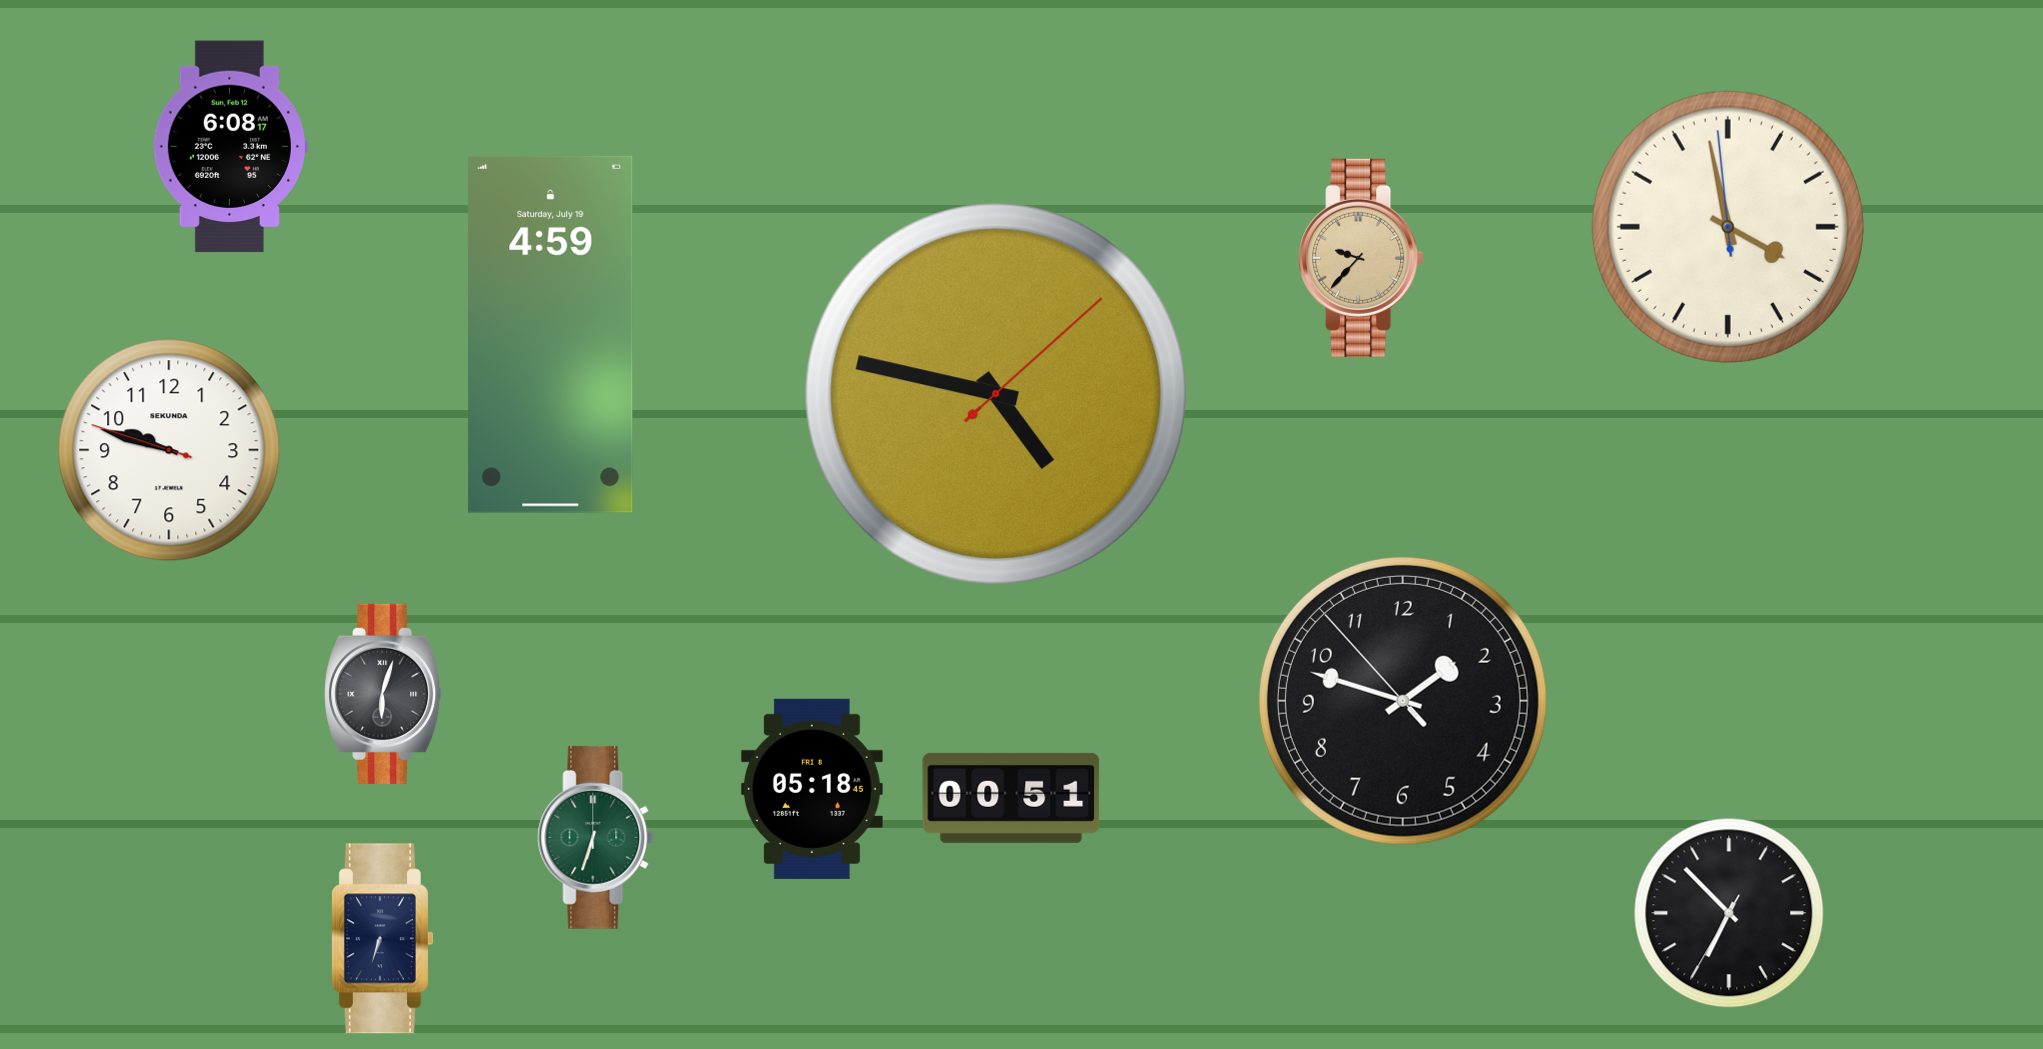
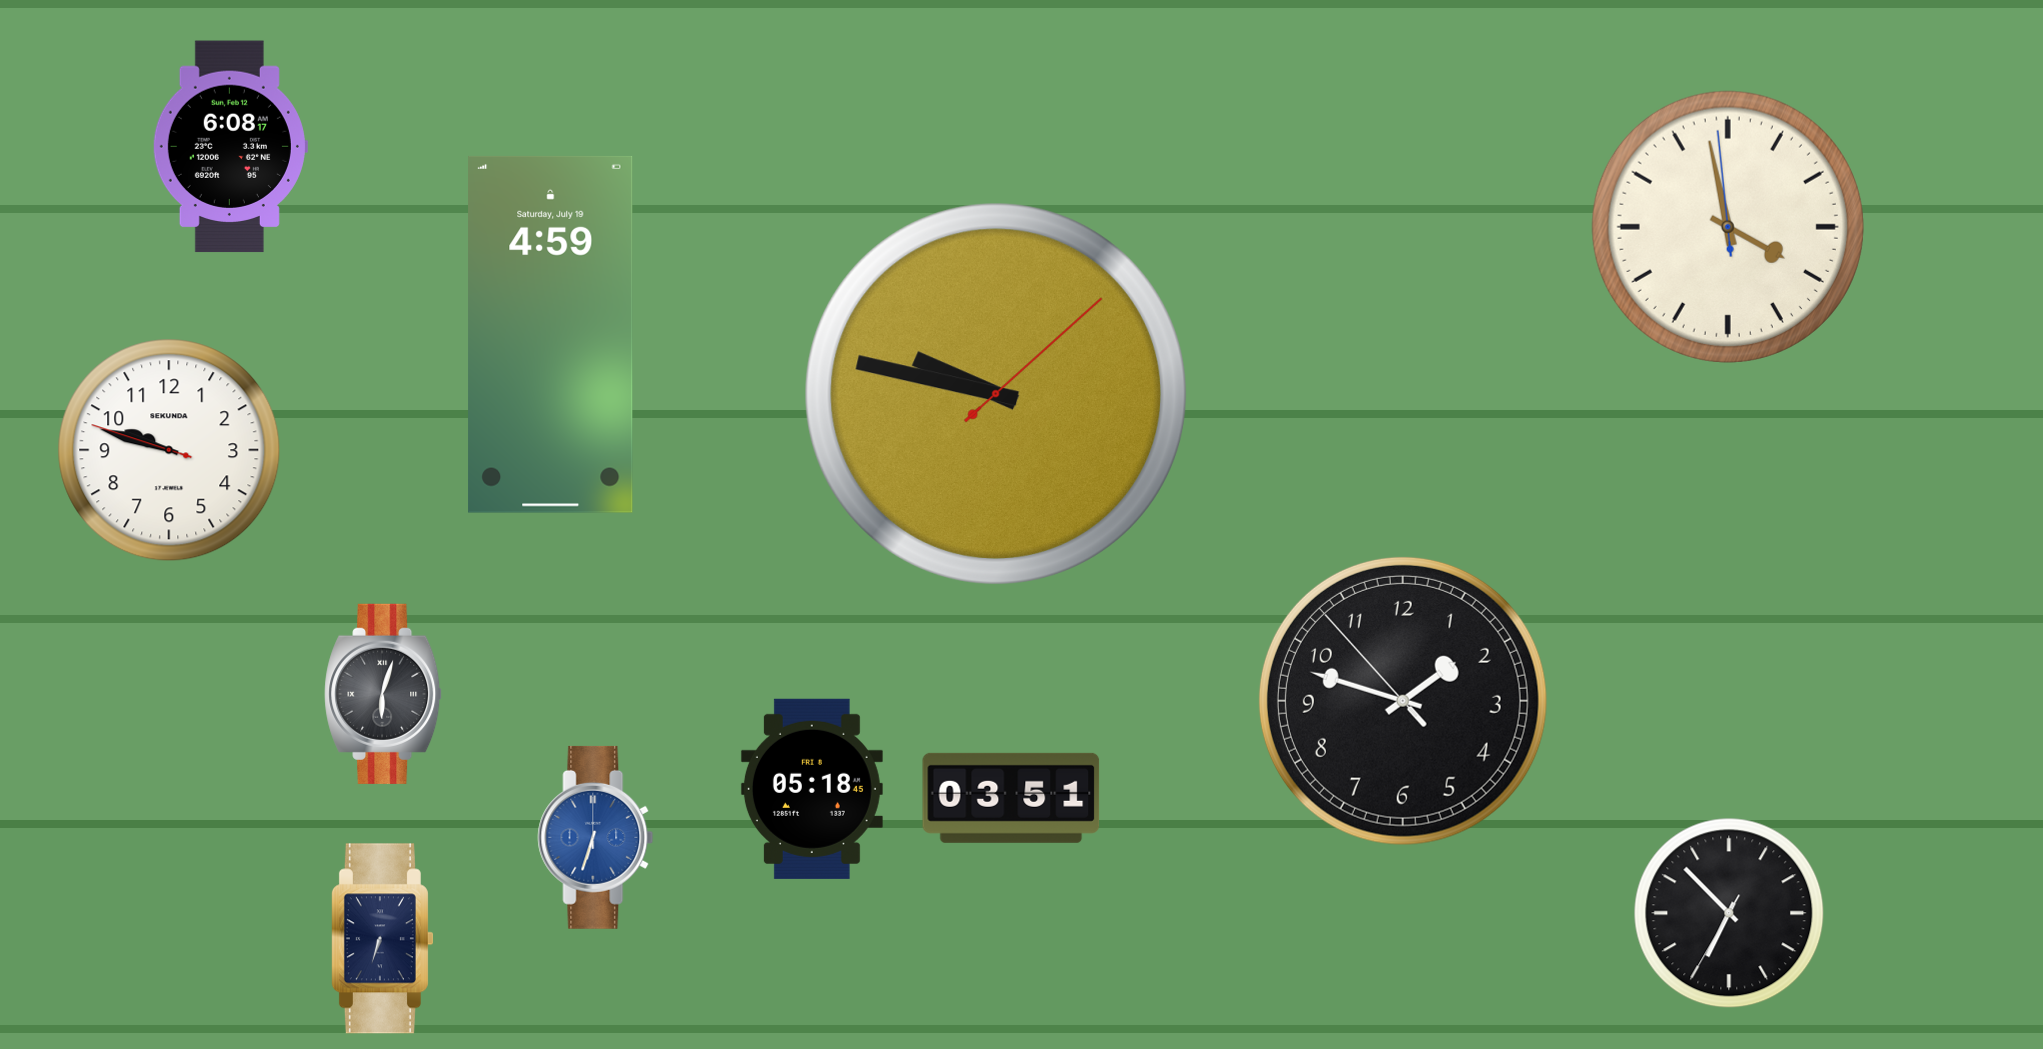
clock at (1361, 258): 9:37 -> none
clock at (996, 394): 4:47 -> 9:47
clock at (1011, 798): 00:51 -> 03:51
clock at (596, 837) dial: green -> blue
